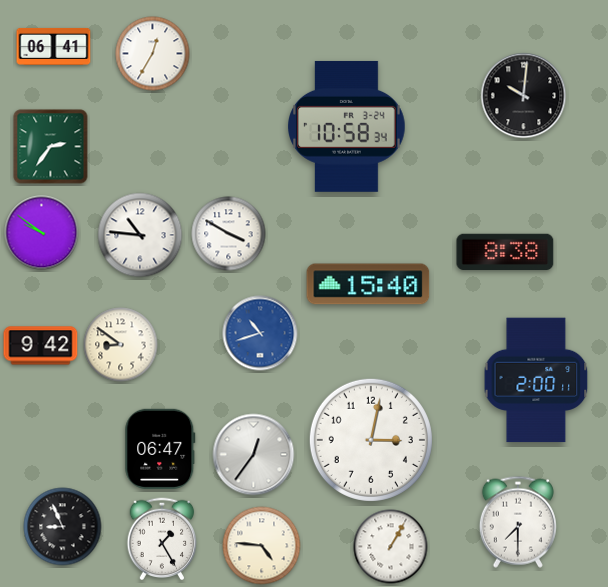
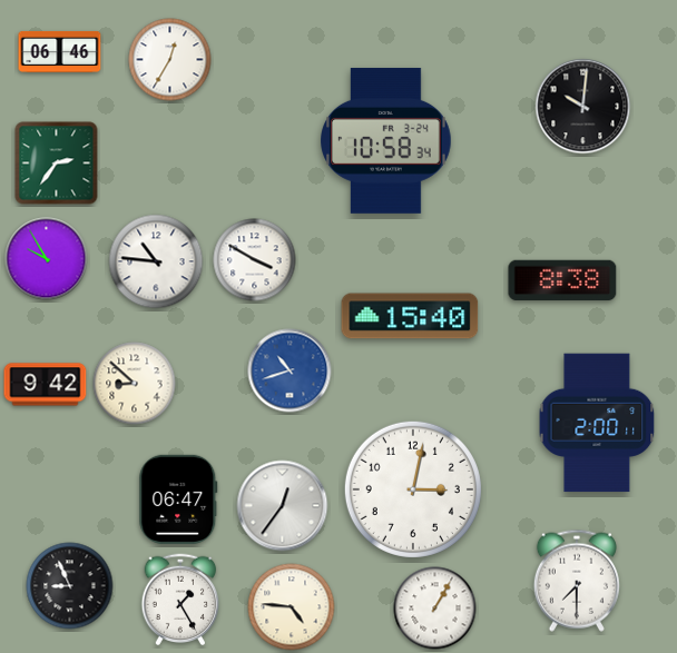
clock at (54, 46): 06:41 -> 06:46
clock at (42, 233): 9:51 -> 9:55
clock at (121, 345): 8:51 -> 8:52
